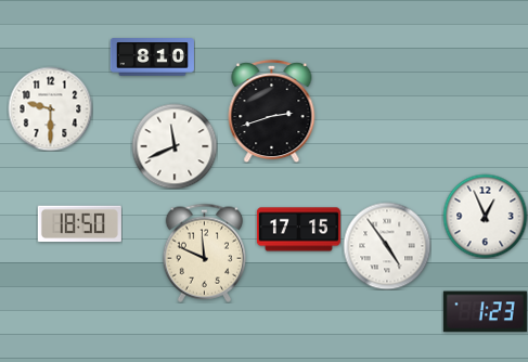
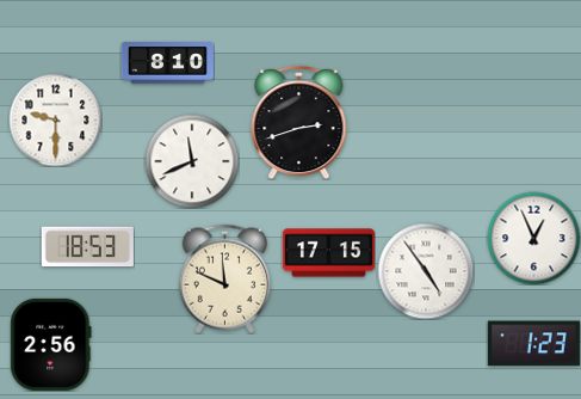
clock at (79, 224): 18:50 -> 18:53
clock at (51, 344): none -> 2:56
